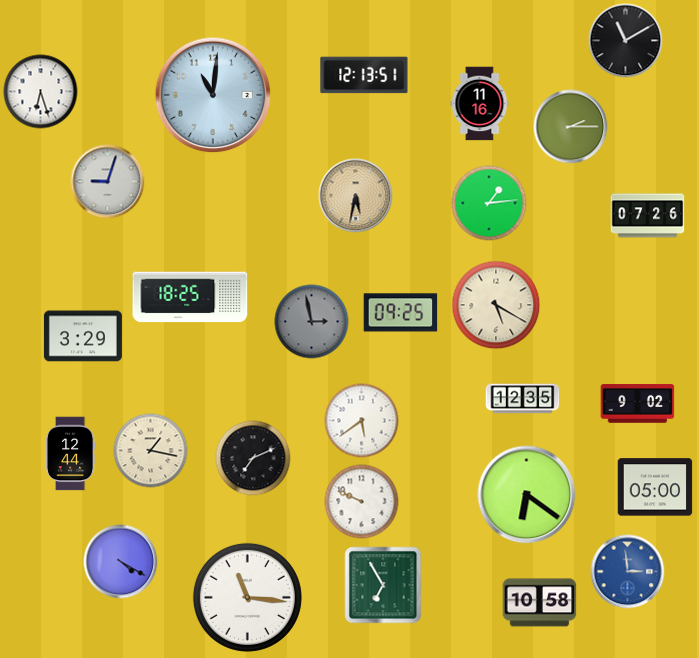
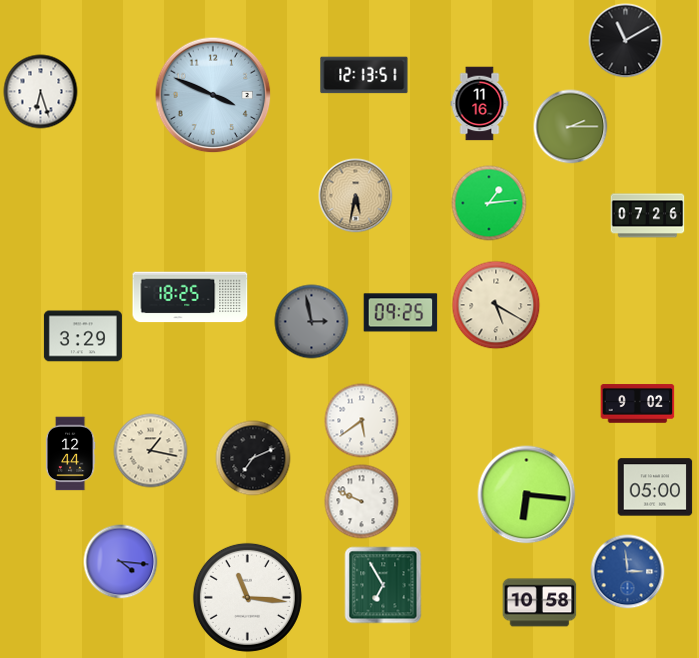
clock at (213, 95): 11:01 -> 3:49
clock at (108, 182): 9:03 -> none
clock at (523, 399): 12:35 -> none
clock at (527, 495): 6:21 -> 6:16
clock at (121, 562): 4:20 -> 4:16
